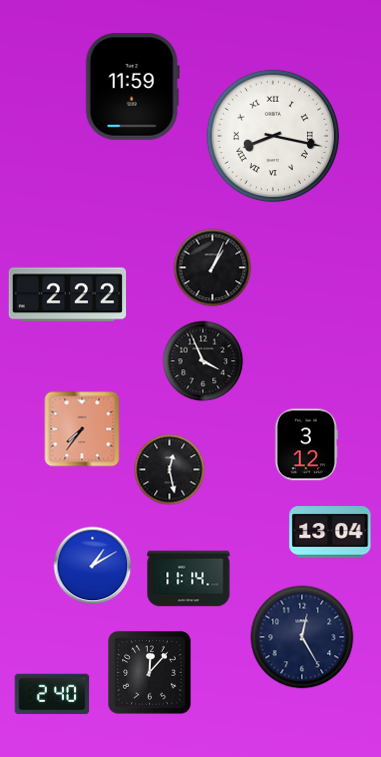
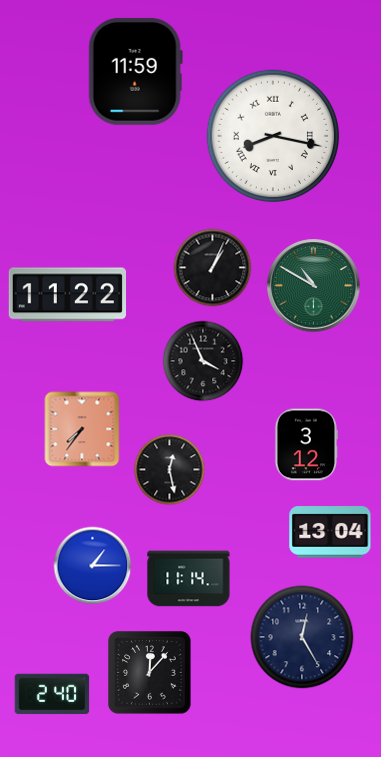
clock at (132, 86) position: (132, 86) -> (135, 71)
clock at (314, 286): none -> 10:50
clock at (67, 295): 2:22 -> 11:22
clock at (93, 566): 1:10 -> 1:15
